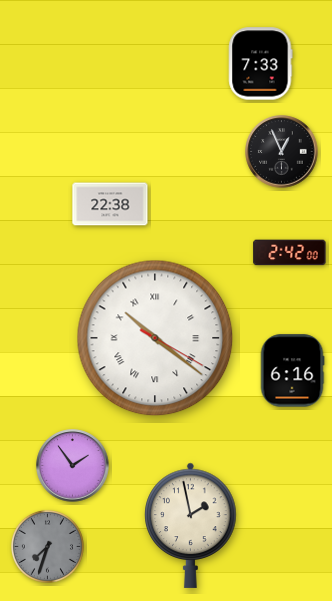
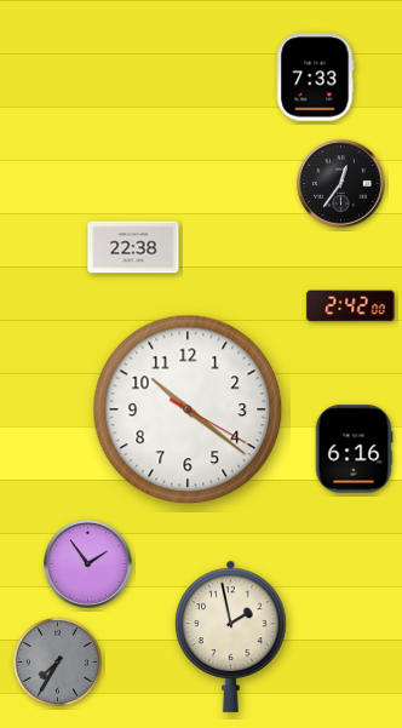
clock at (282, 152): 12:56 -> 12:36
clock at (155, 338) numerals: Roman -> Arabic
clock at (47, 546): 7:33 -> 7:35
